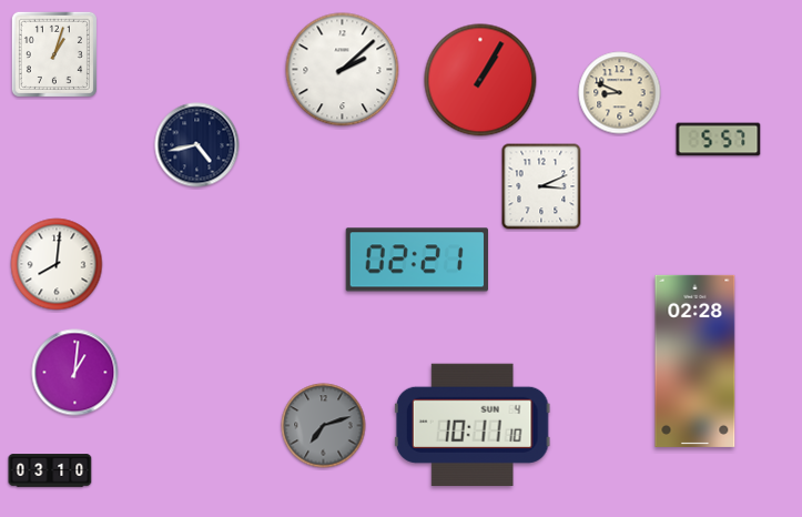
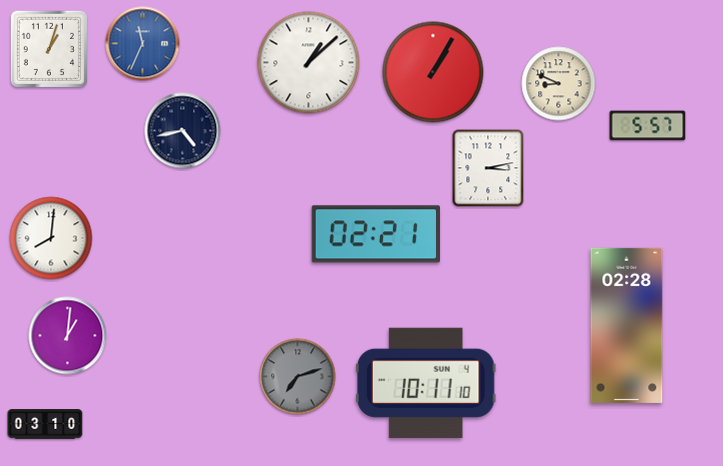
clock at (143, 44): none -> 11:34
clock at (343, 70): 2:08 -> 1:08
clock at (197, 145) position: (197, 145) -> (183, 131)
clock at (541, 186): 3:11 -> 3:13
clock at (324, 426) position: (324, 426) -> (298, 377)
